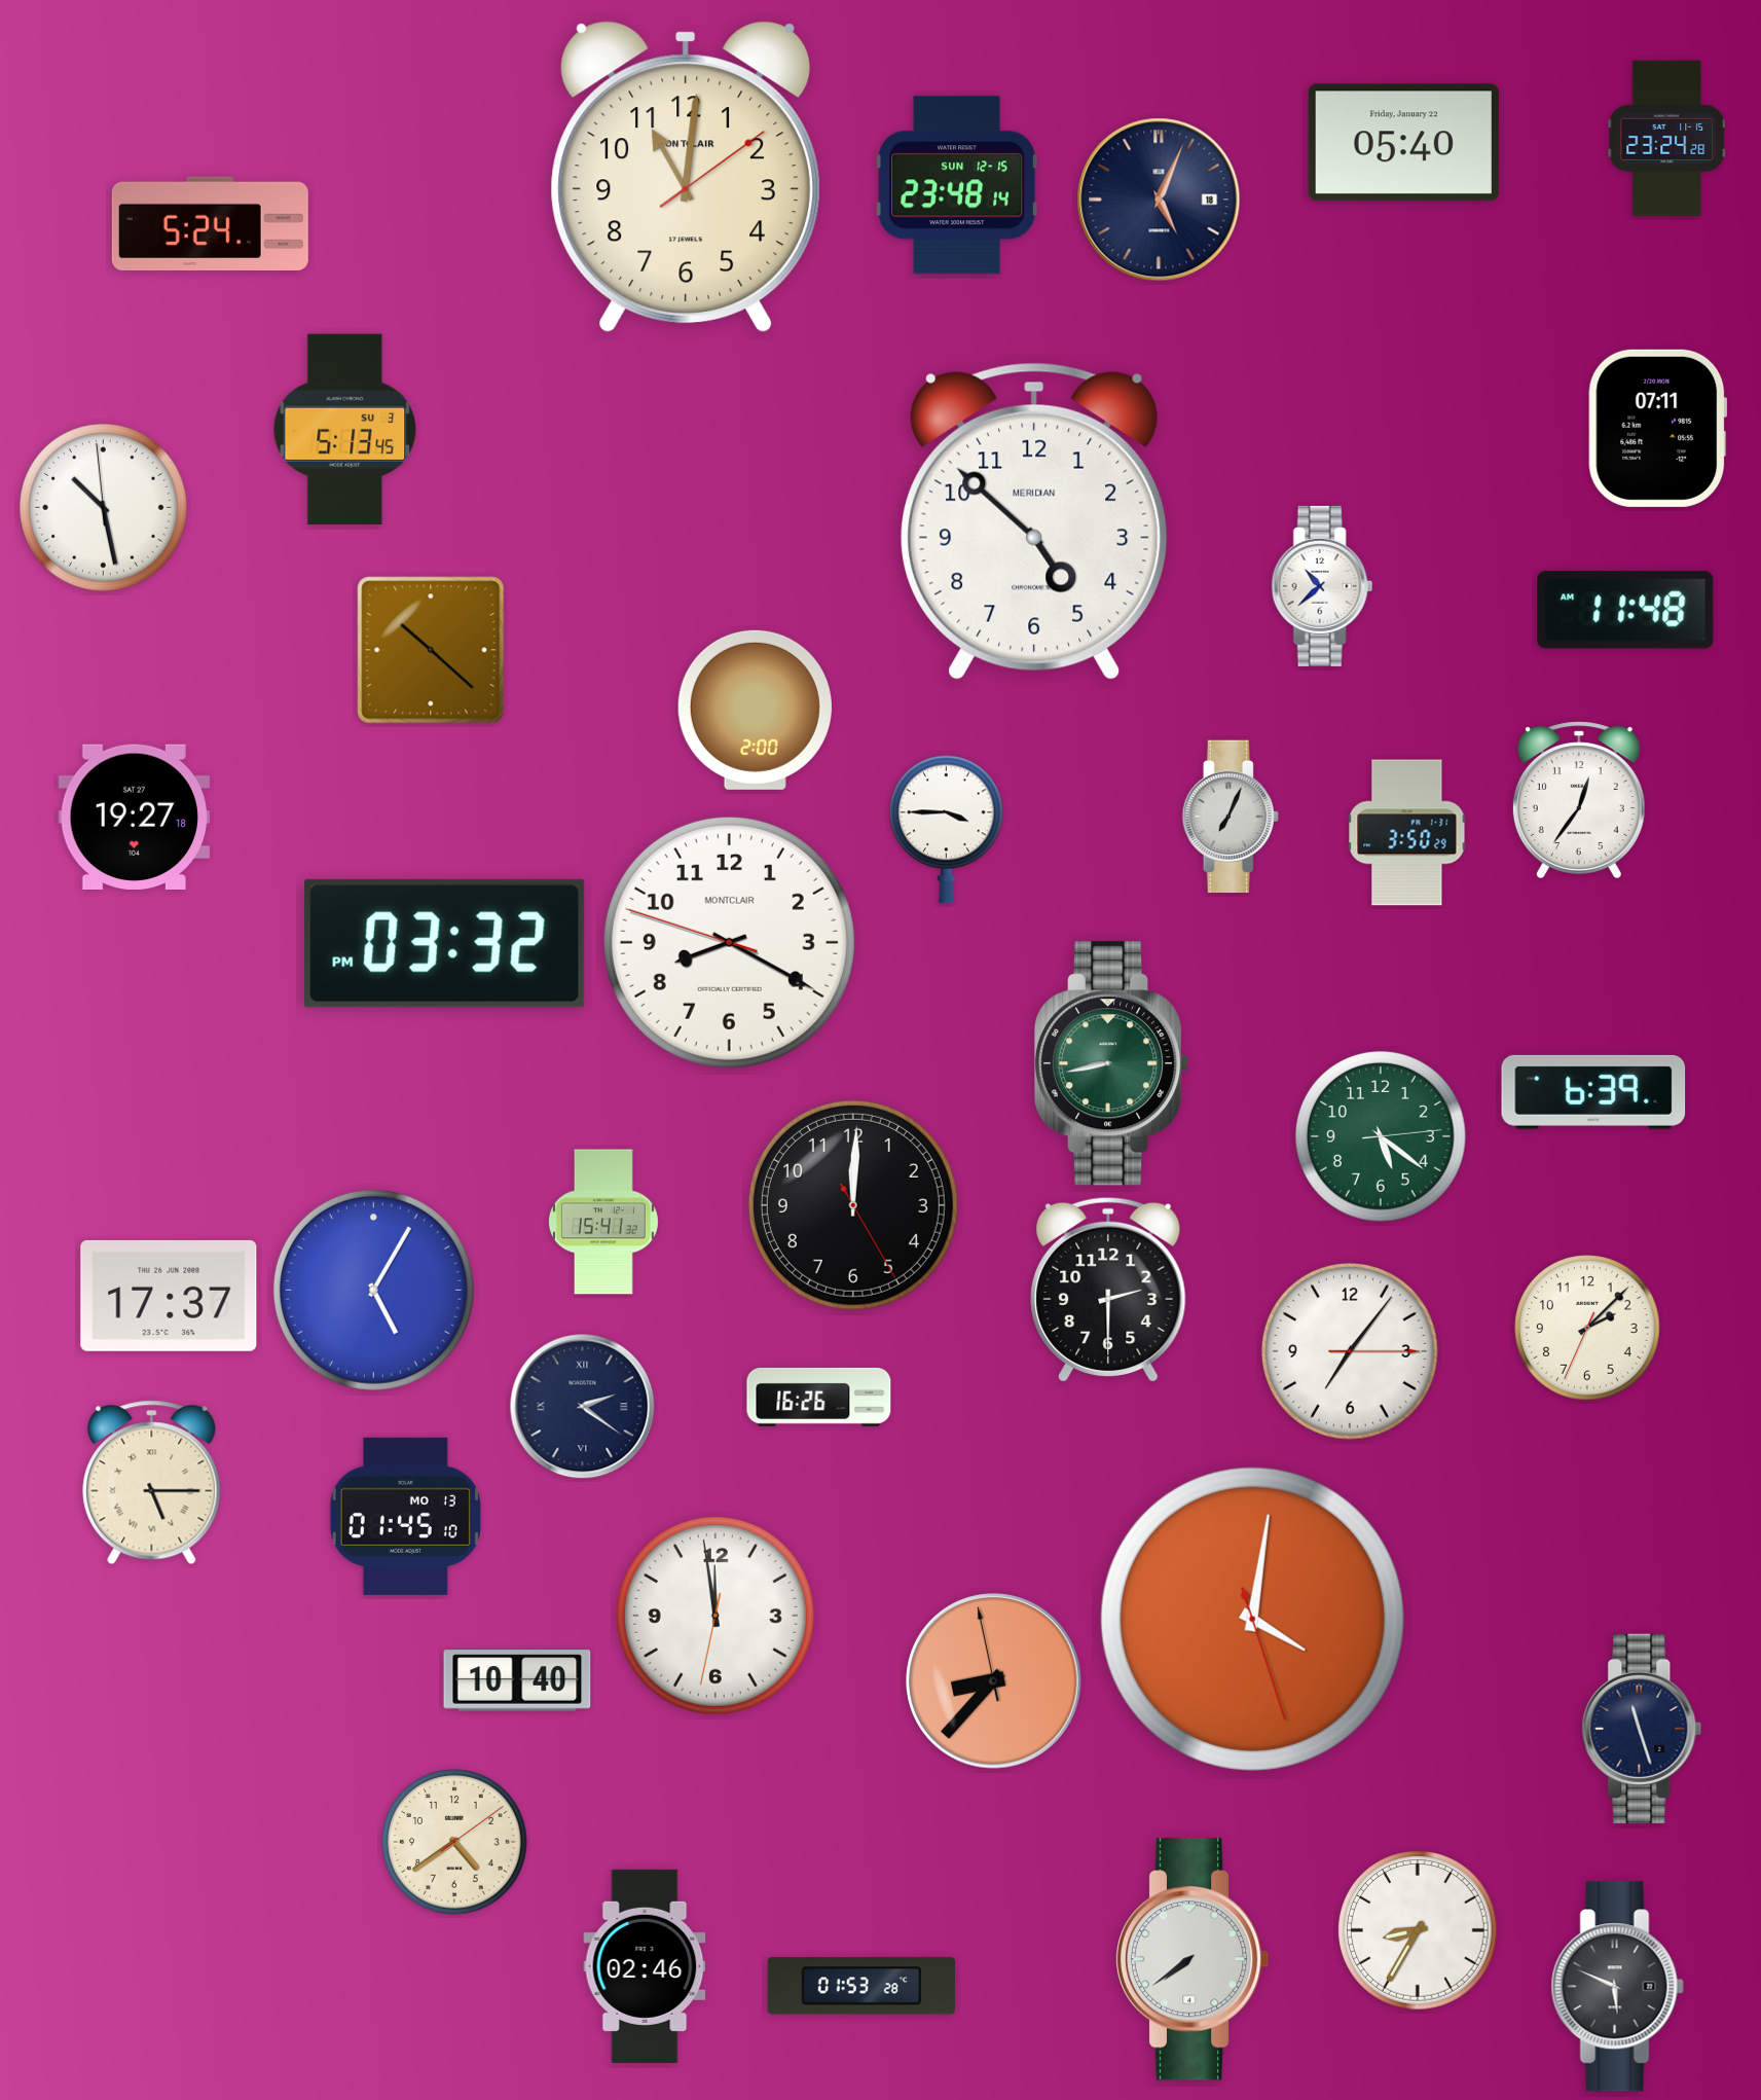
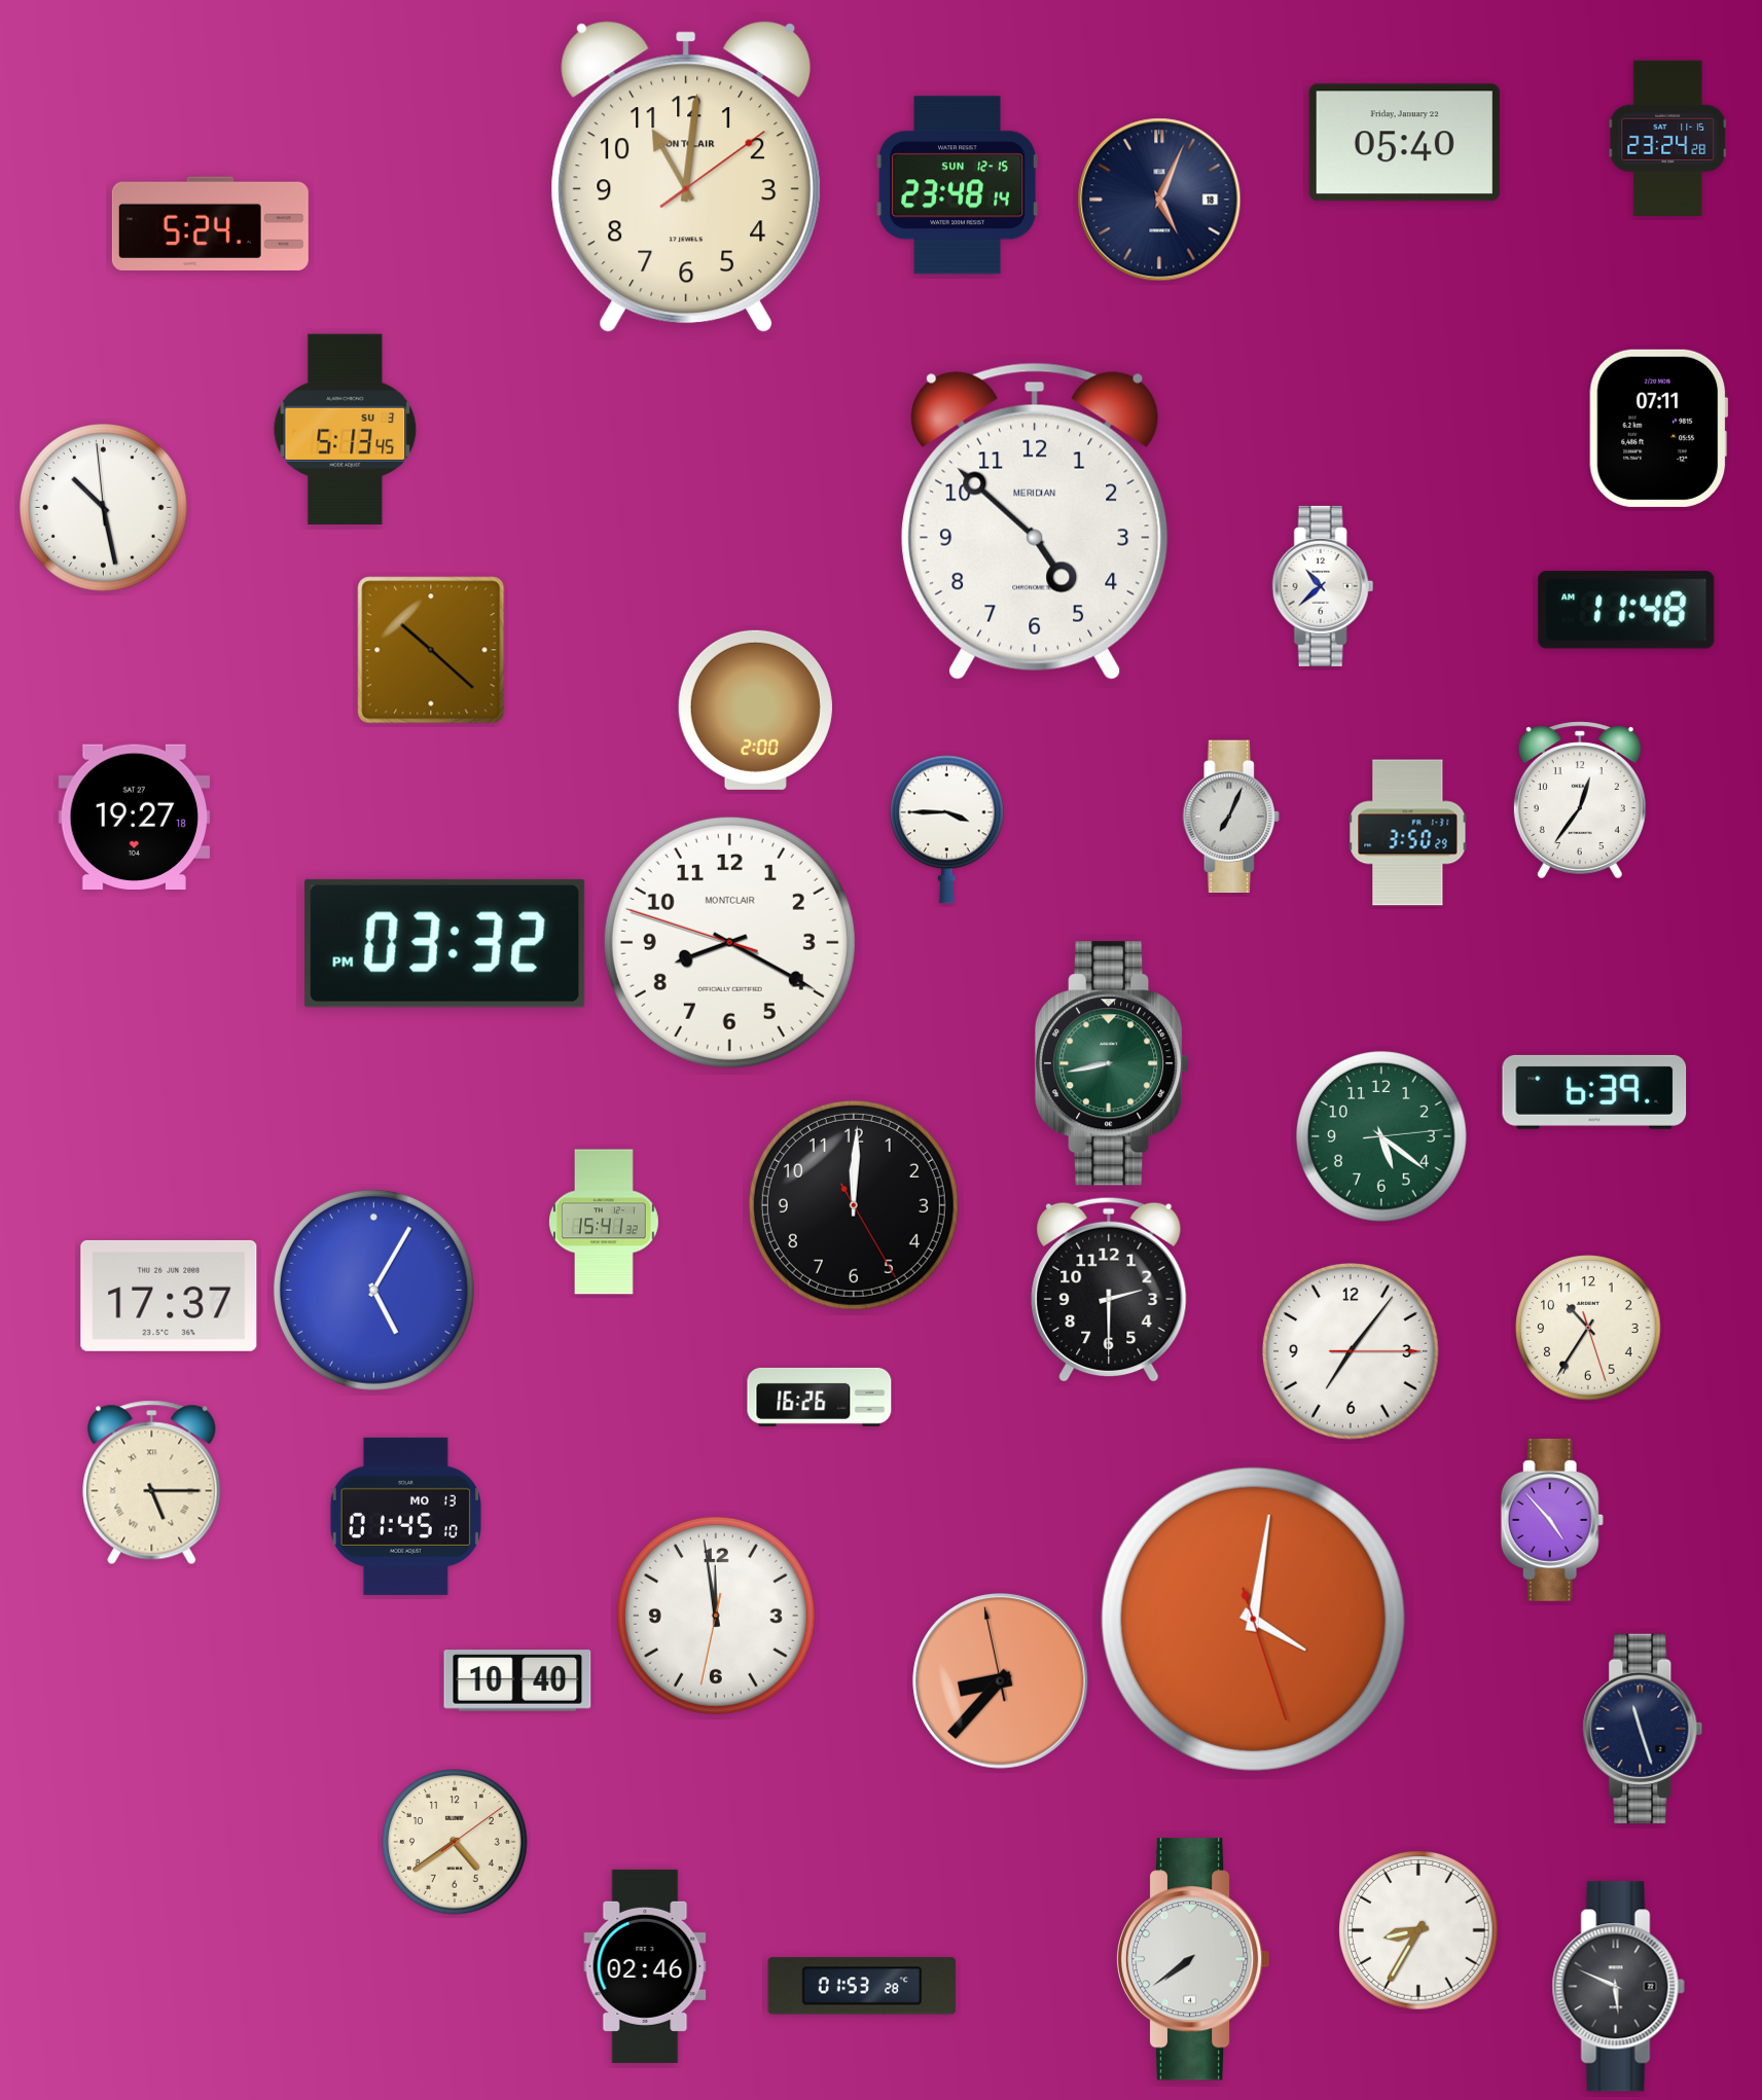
clock at (1587, 1328): 2:07 -> 10:35
clock at (583, 1407): 2:21 -> none
clock at (1552, 1520): none -> 4:53
clock at (994, 1681) position: (994, 1681) -> (1001, 1681)
